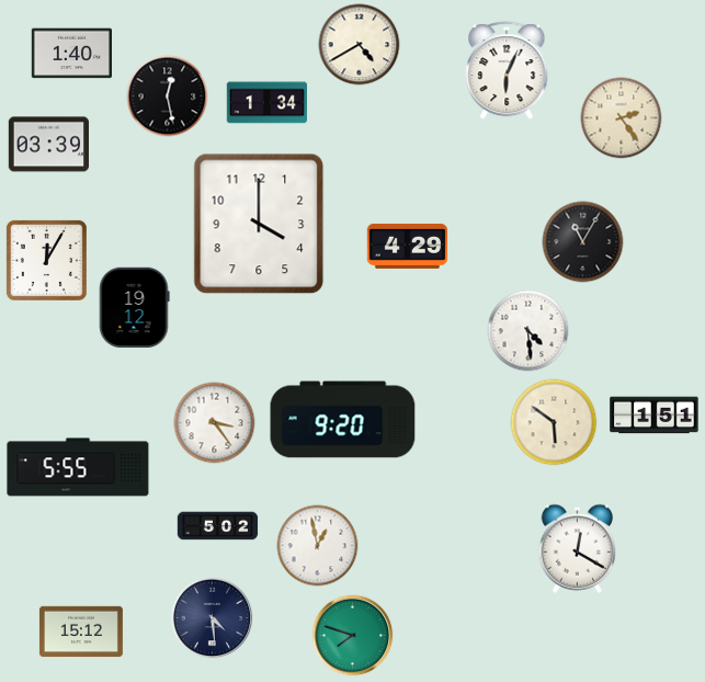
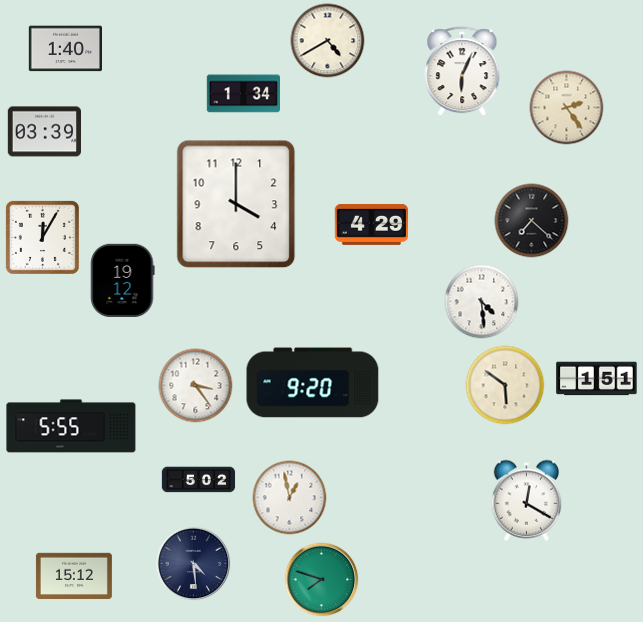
clock at (507, 71) position: (507, 71) -> (462, 72)
clock at (168, 96): 12:28 -> none
clock at (583, 242): 11:05 -> 7:22
